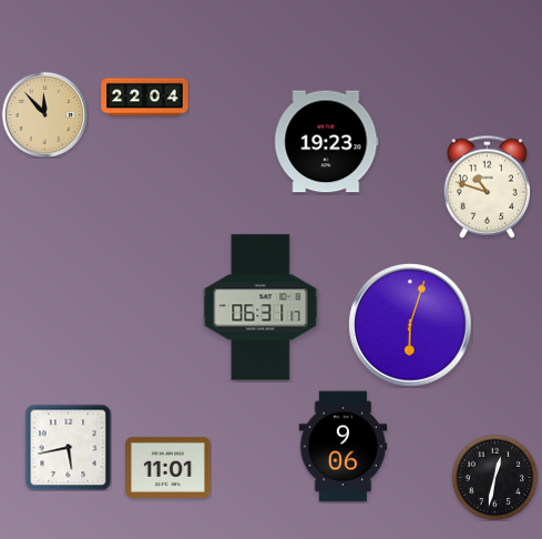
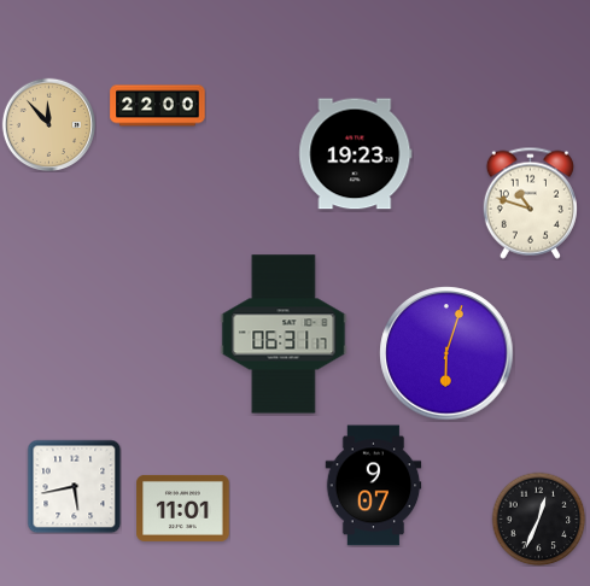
clock at (145, 98): 22:04 -> 22:00
clock at (344, 447): 9:06 -> 9:07
clock at (494, 477): 12:32 -> 12:34
